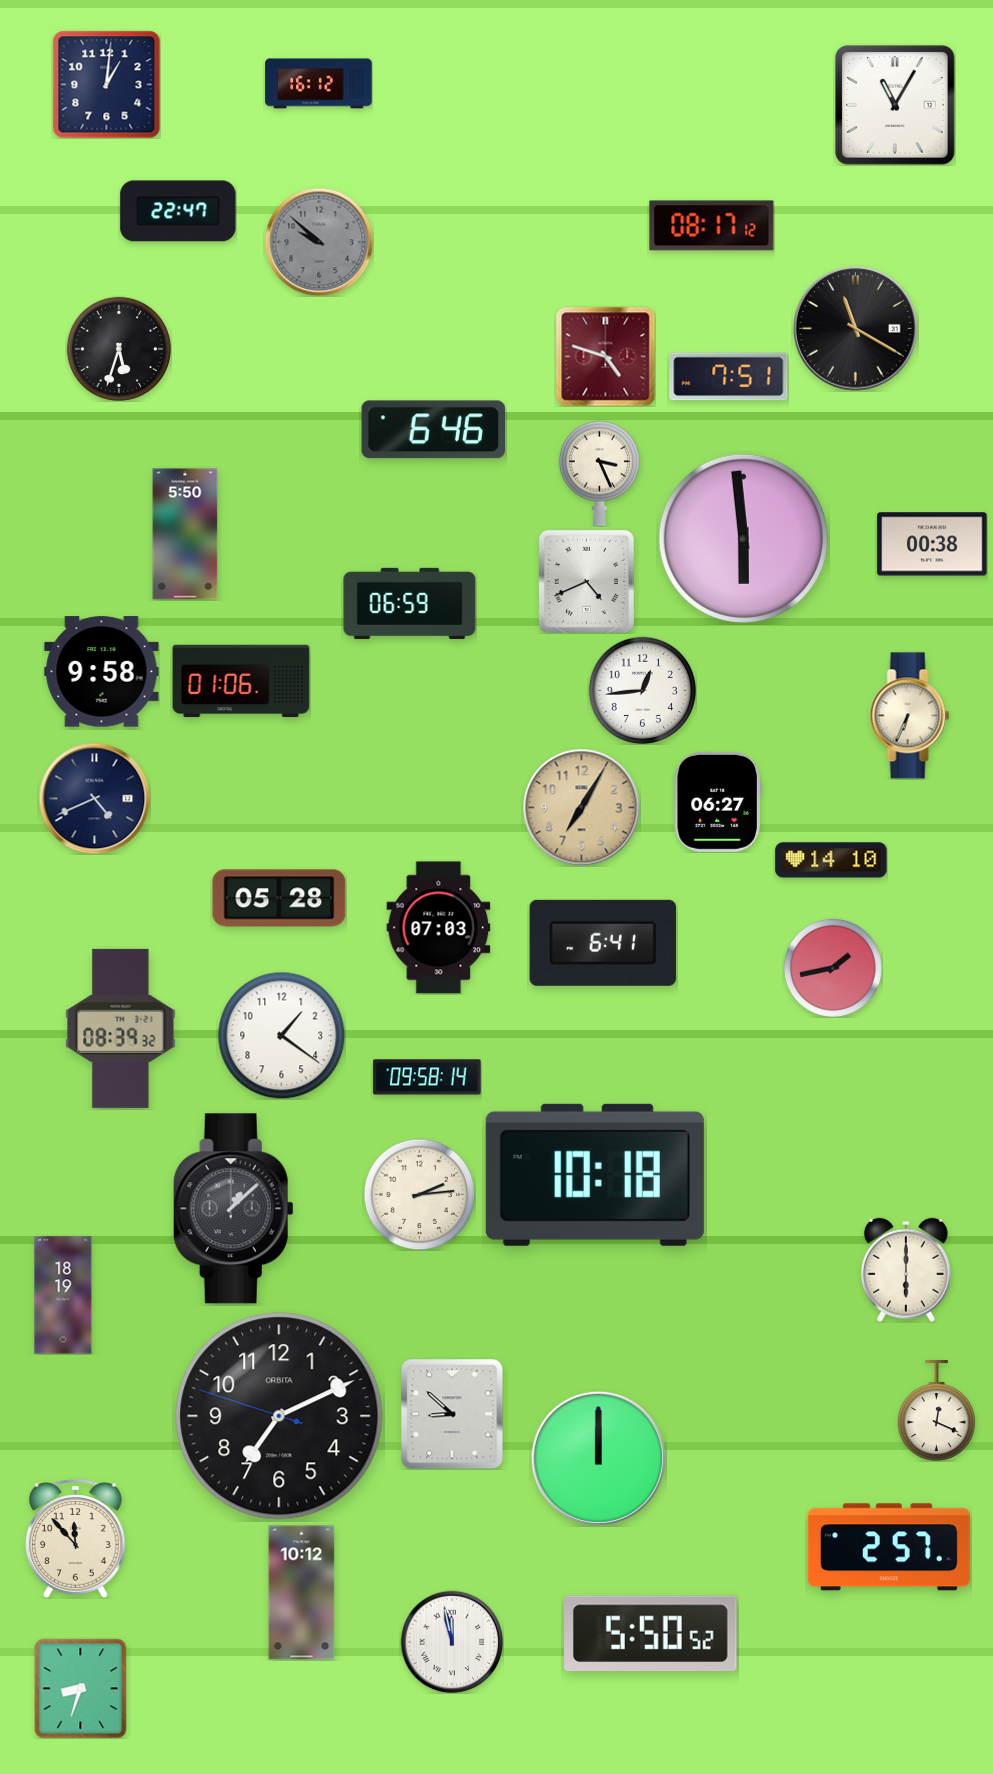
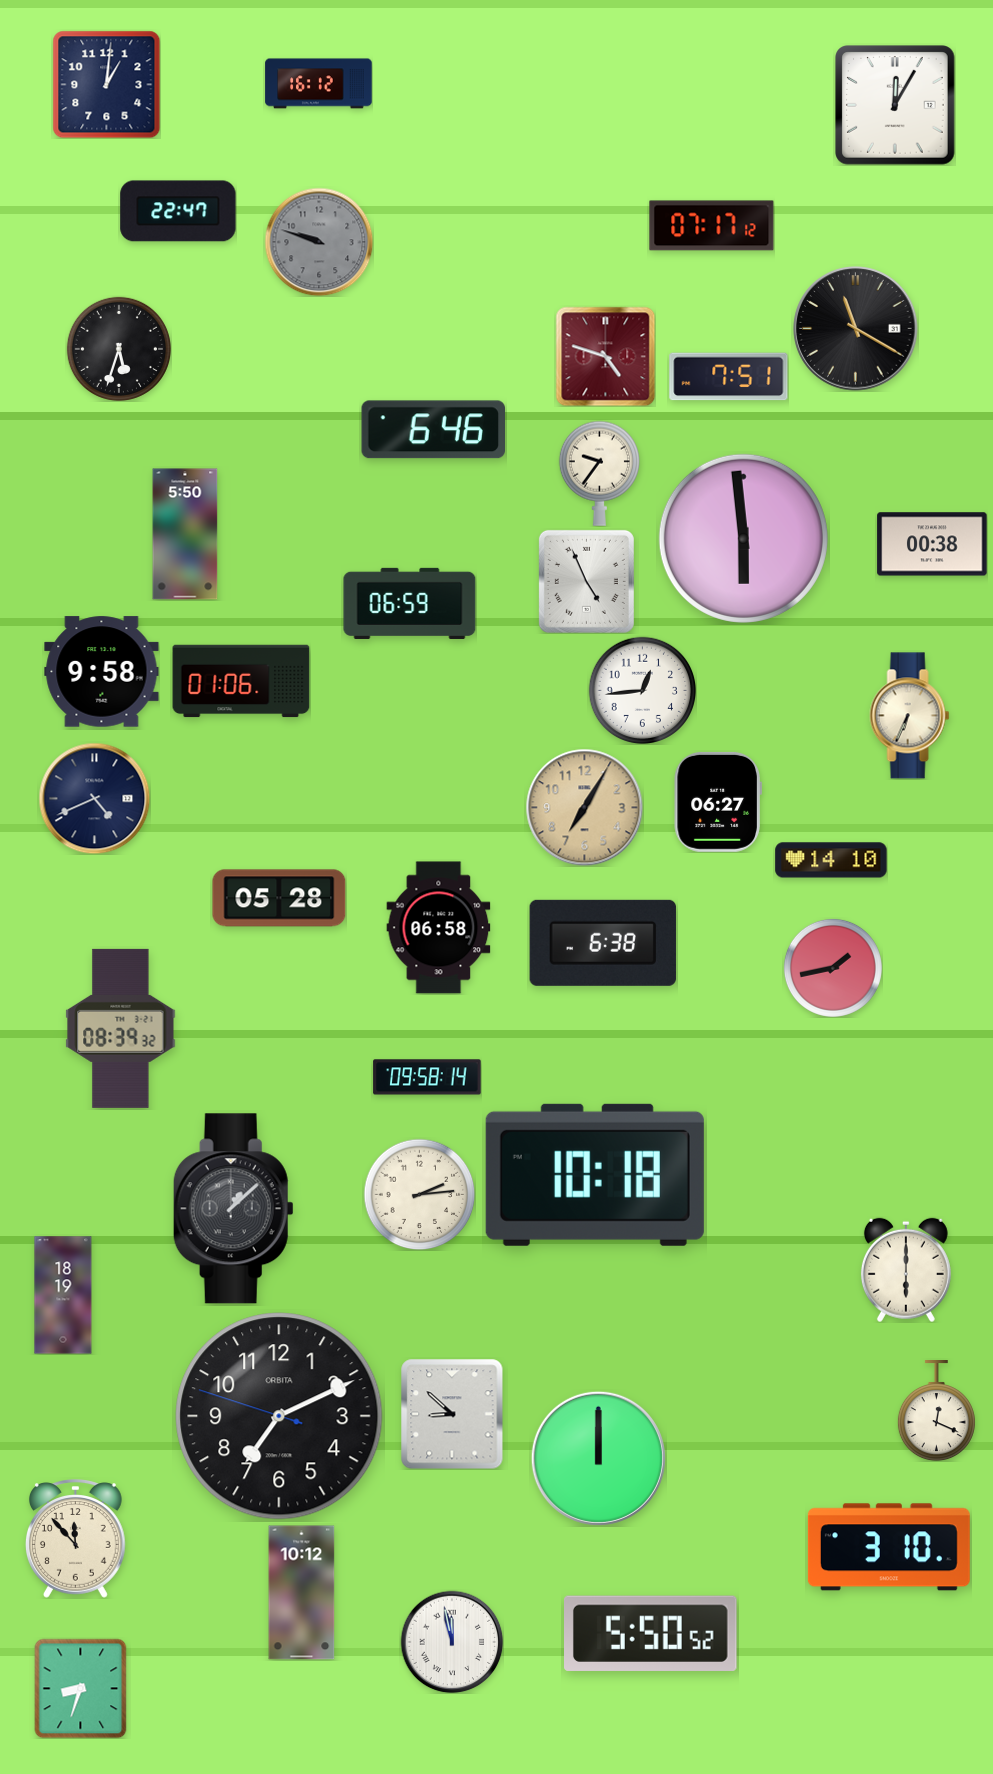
clock at (895, 105): 11:05 -> 12:05
clock at (712, 226): 08:17 -> 07:17
clock at (319, 242): 9:52 -> 9:48
clock at (599, 473): 3:26 -> 9:36
clock at (586, 581): 4:41 -> 4:56
clock at (581, 807) position: (581, 807) -> (584, 807)
clock at (439, 928): 07:03 -> 06:58
clock at (603, 943): 6:41 -> 6:38
clock at (281, 1035): 1:21 -> none
clock at (889, 1547): 2:57 -> 3:10
